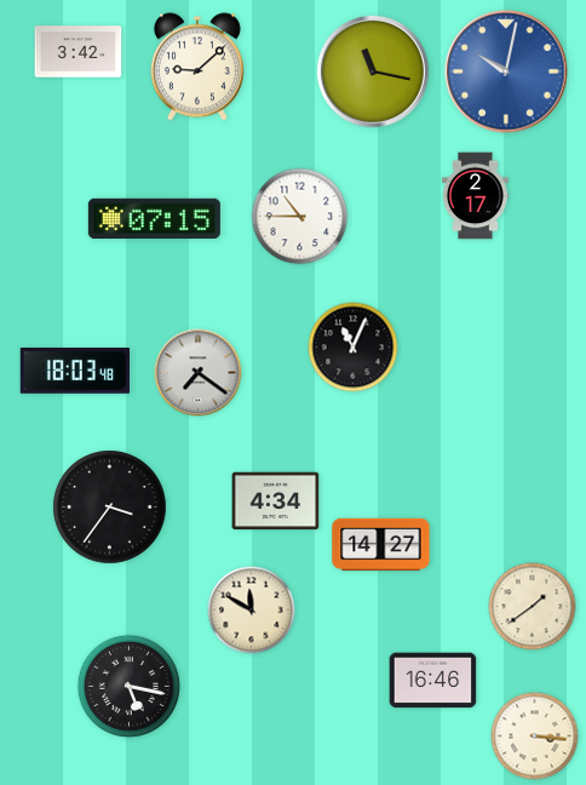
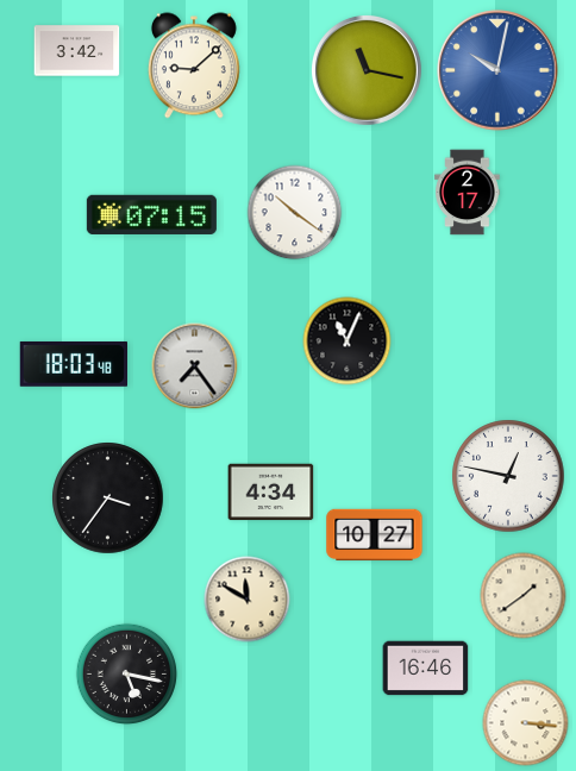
clock at (300, 217): 10:45 -> 10:21
clock at (199, 373): 7:21 -> 7:24
clock at (508, 476): none -> 12:47
clock at (381, 545): 14:27 -> 10:27
